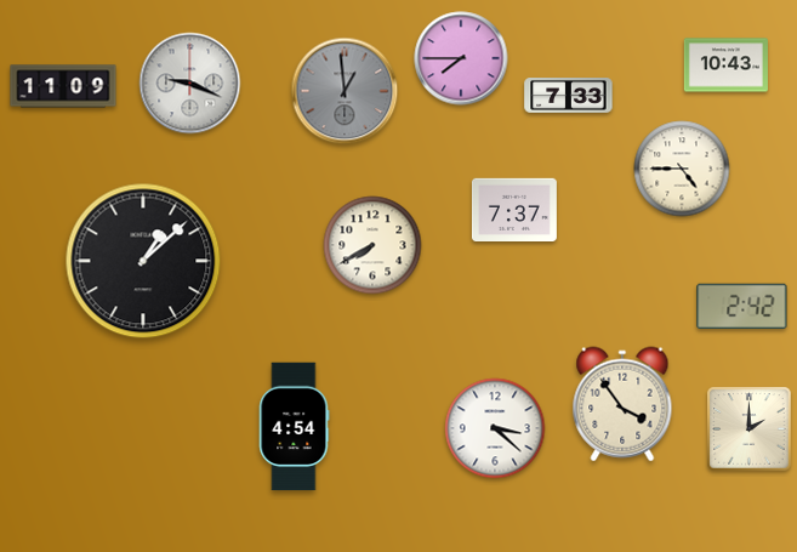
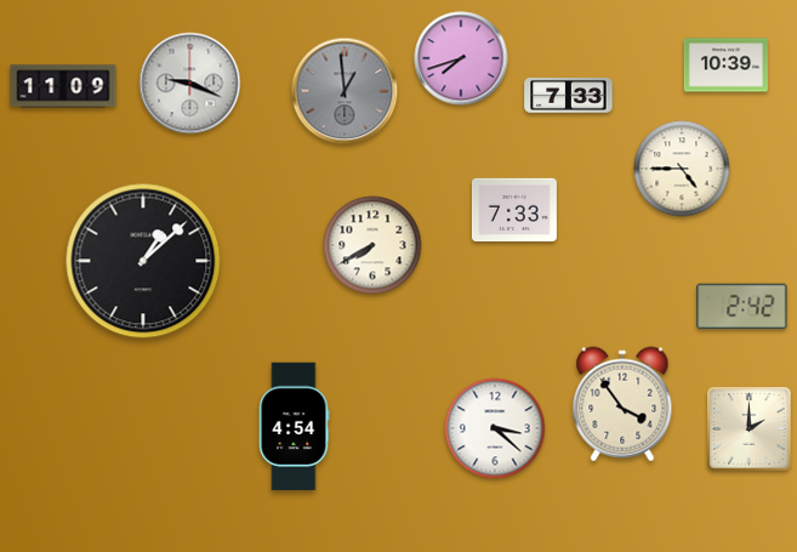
clock at (461, 58): 7:45 -> 7:42
clock at (725, 66): 10:43 -> 10:39
clock at (514, 209): 7:37 -> 7:33
